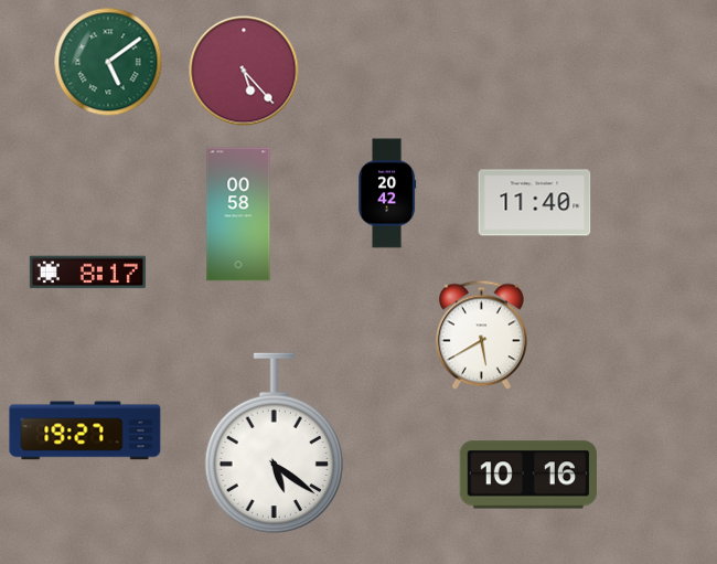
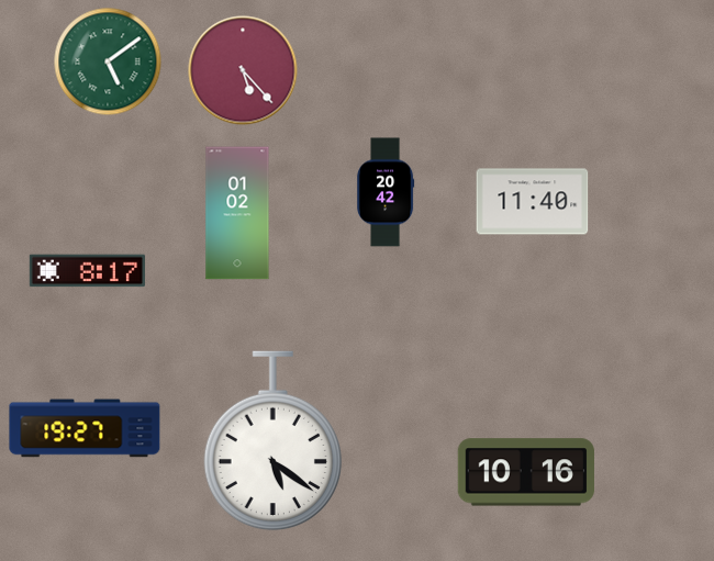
clock at (238, 214): 00:58 -> 01:02
clock at (481, 336): 5:40 -> none
